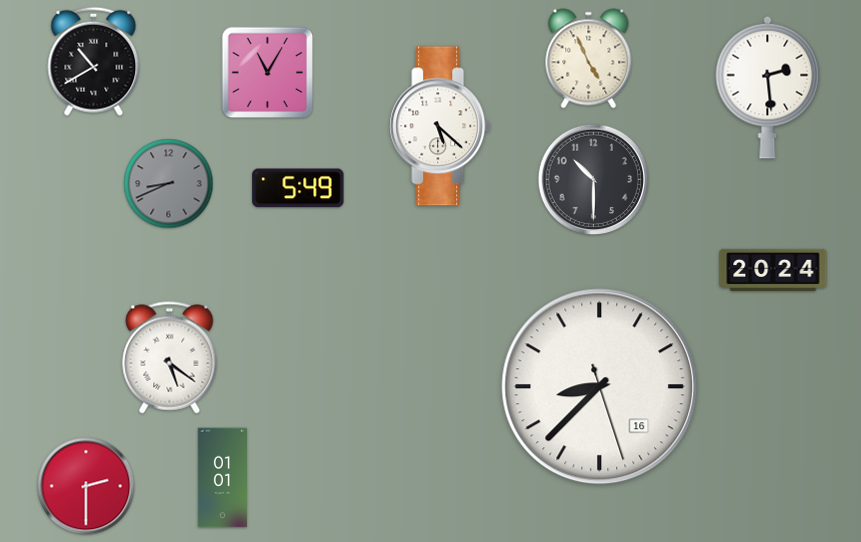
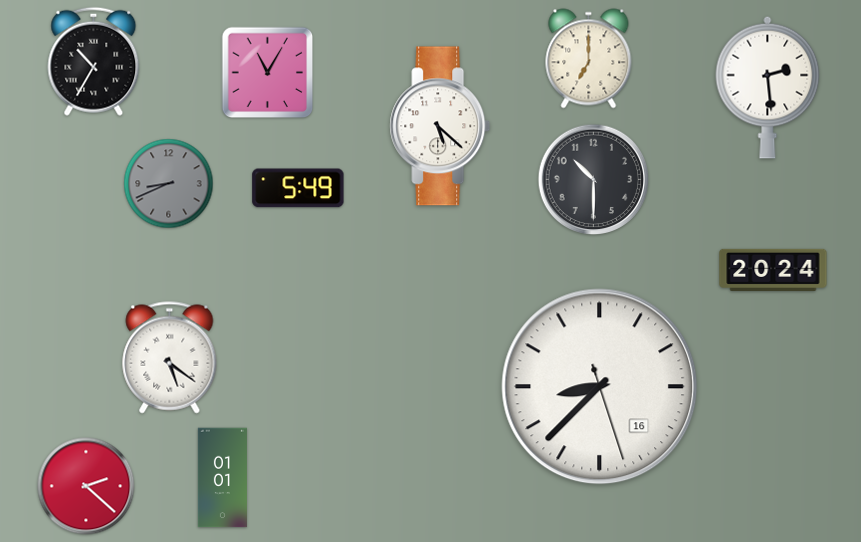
clock at (589, 59): 4:56 -> 7:00
clock at (94, 61): 10:40 -> 10:35
clock at (86, 486): 2:30 -> 2:22
